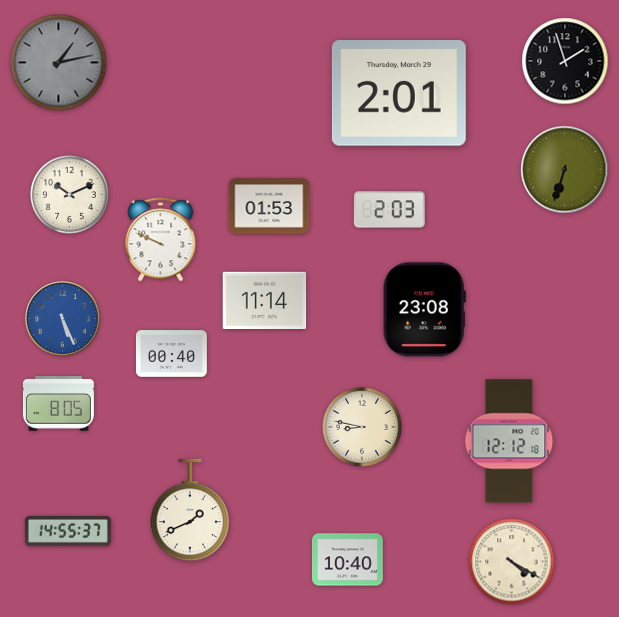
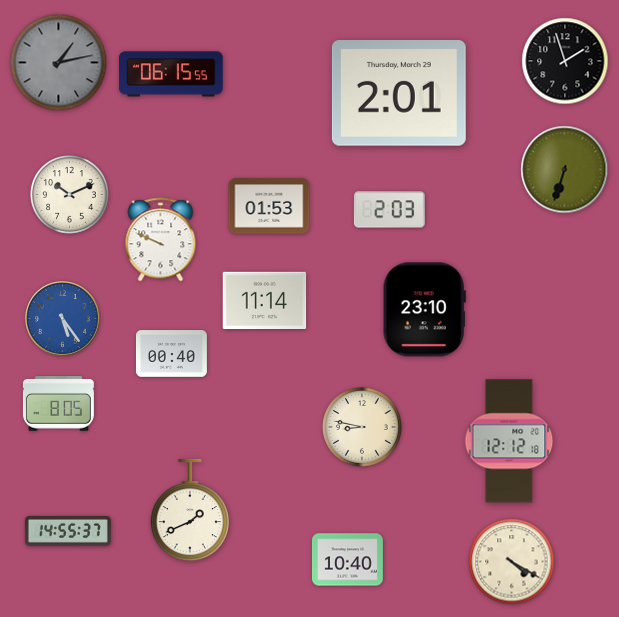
clock at (171, 74): none -> 06:15
clock at (424, 310): 23:08 -> 23:10
clock at (63, 319): 5:26 -> 5:24
